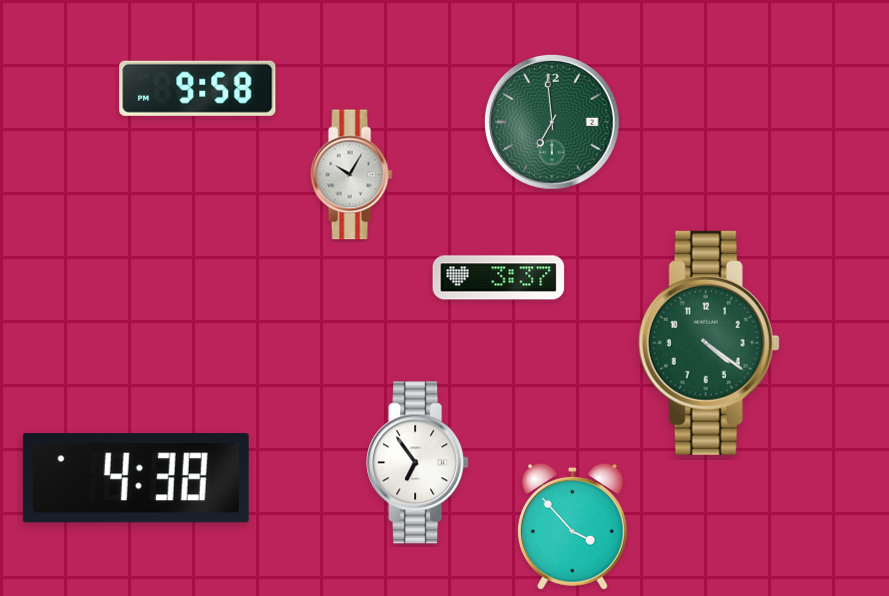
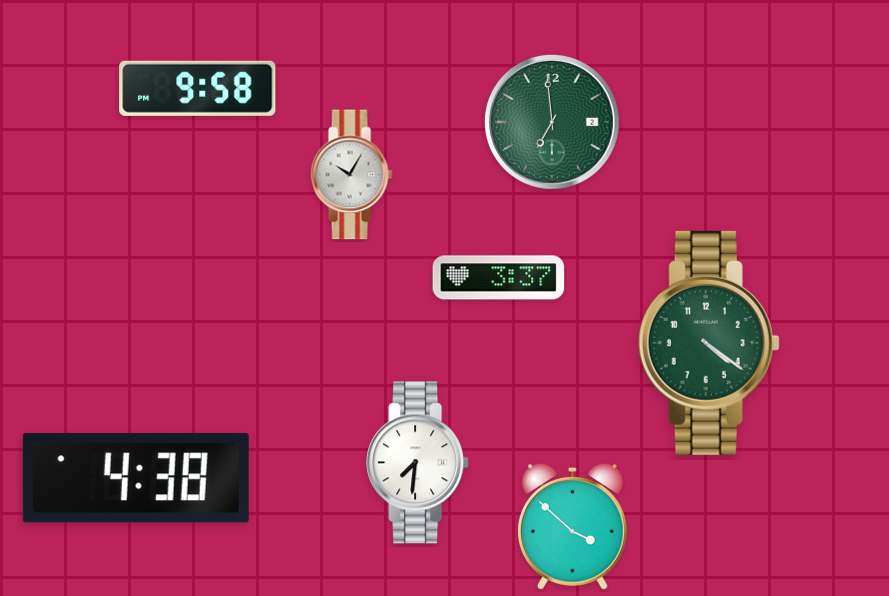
clock at (418, 463): 6:54 -> 7:31
clock at (572, 526): 3:53 -> 3:52
